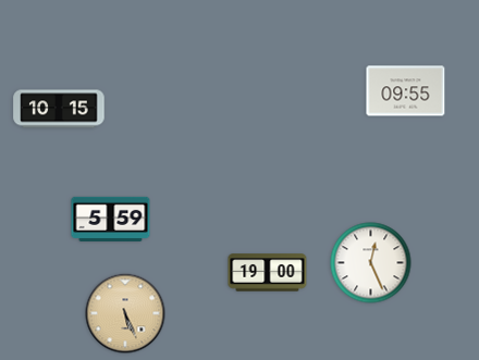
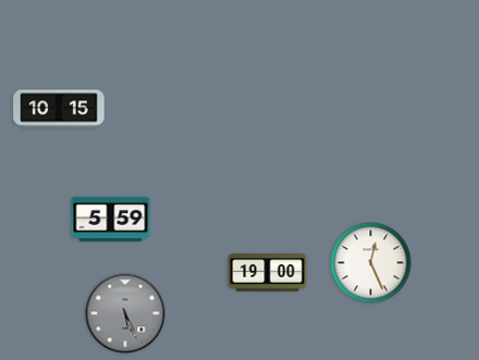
clock at (406, 91): 09:55 -> none
clock at (125, 313) dial: champagne -> grey
